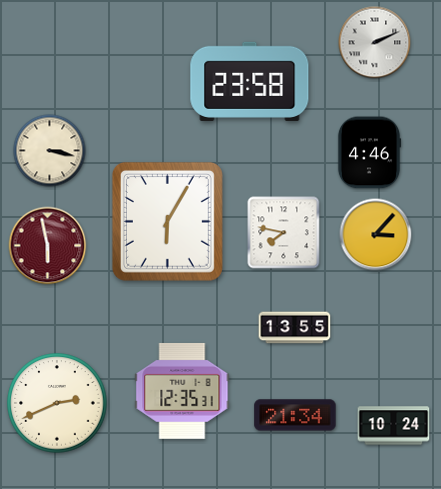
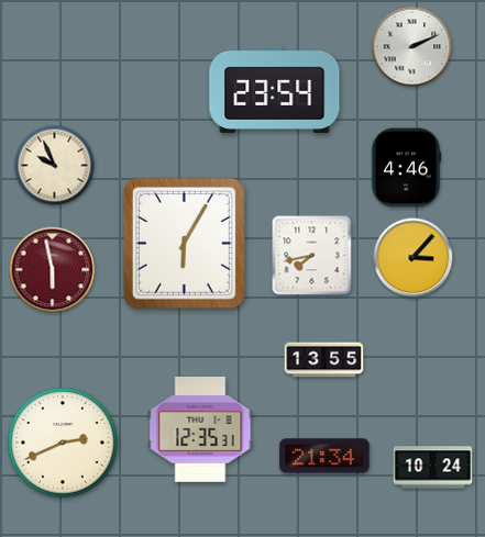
clock at (250, 81): 23:58 -> 23:54
clock at (50, 151): 3:17 -> 9:56
clock at (284, 233): 7:47 -> 7:43
